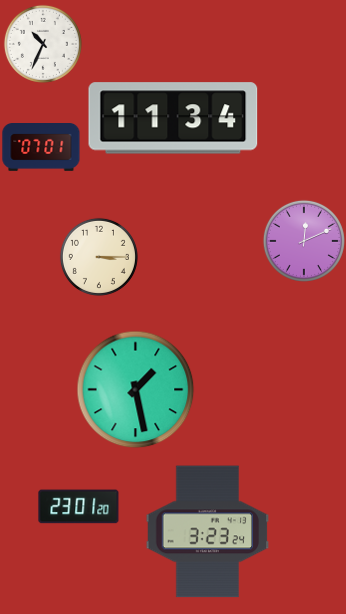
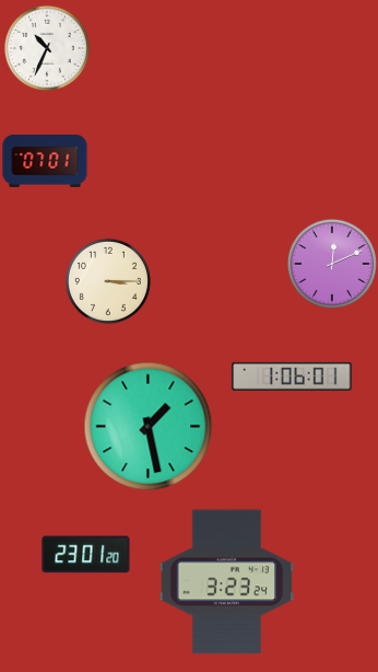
clock at (173, 118): 11:34 -> none
clock at (292, 376): none -> 1:06
